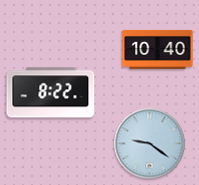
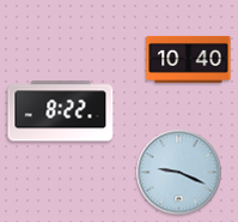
clock at (150, 144): 9:21 -> 9:19
